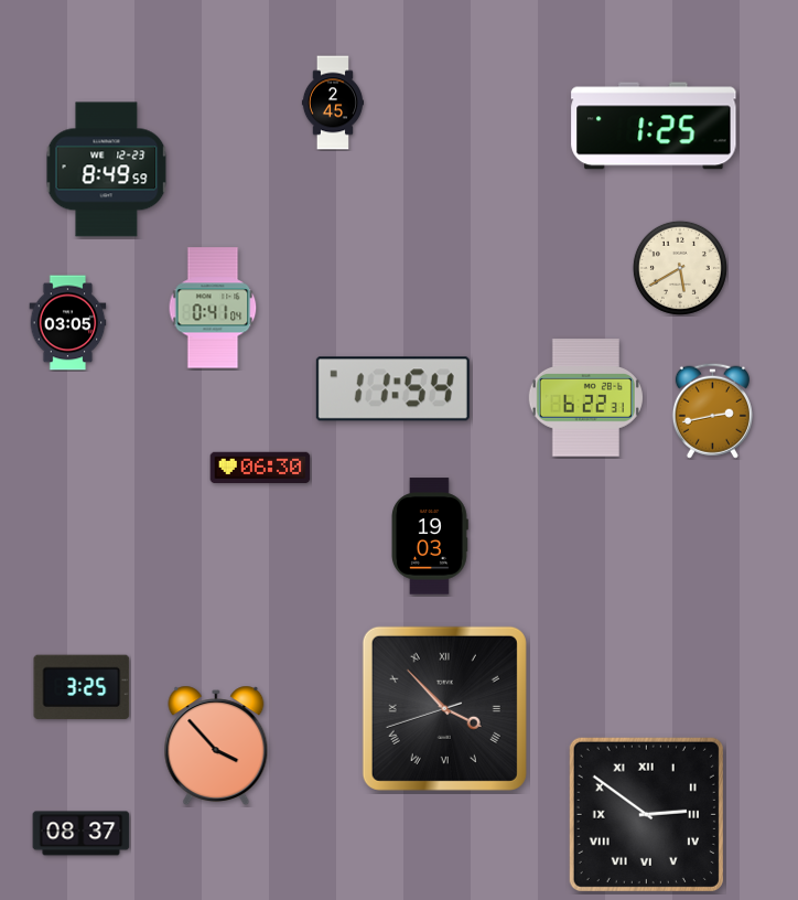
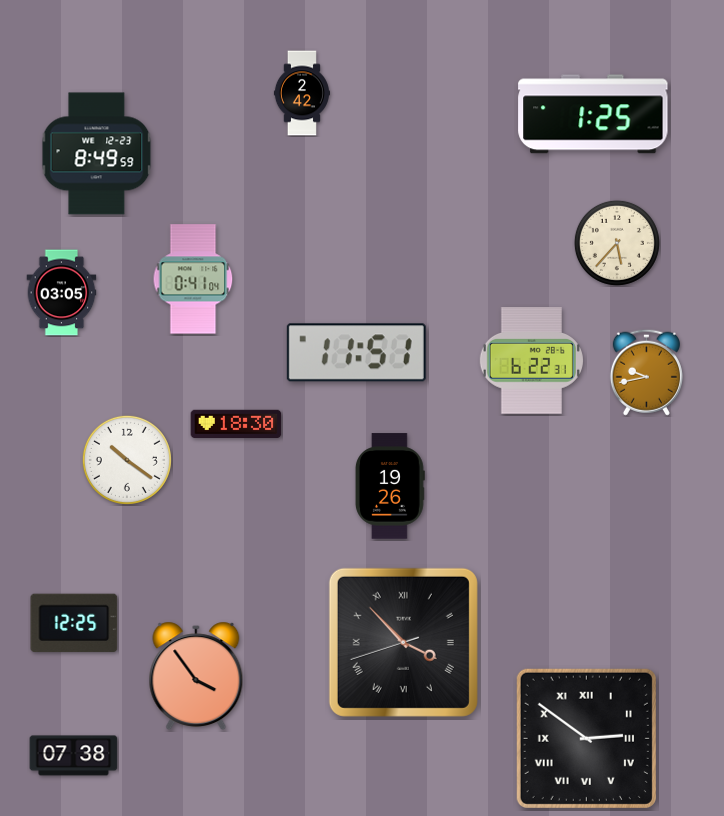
clock at (333, 103): 2:45 -> 2:42
clock at (680, 268): 5:40 -> 5:37
clock at (392, 389): 11:54 -> 11:51
clock at (712, 410): 2:43 -> 9:43
clock at (260, 467): 06:30 -> 18:30
clock at (127, 460): none -> 10:21
clock at (430, 536): 19:03 -> 19:26
clock at (82, 687): 3:25 -> 12:25
clock at (216, 746): 3:53 -> 3:54
clock at (82, 834): 08:37 -> 07:38
